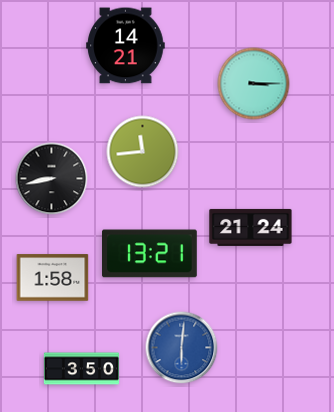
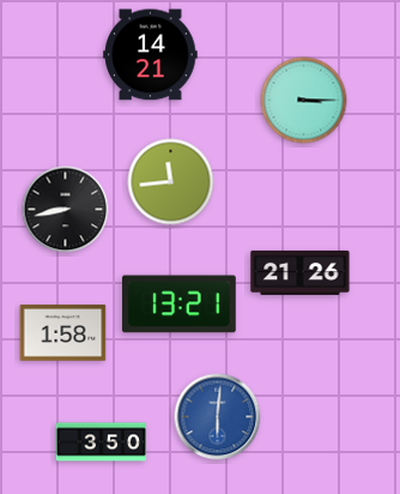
clock at (52, 179) position: (52, 179) -> (66, 210)
clock at (251, 227): 21:24 -> 21:26
clock at (81, 369) position: (81, 369) -> (101, 442)
